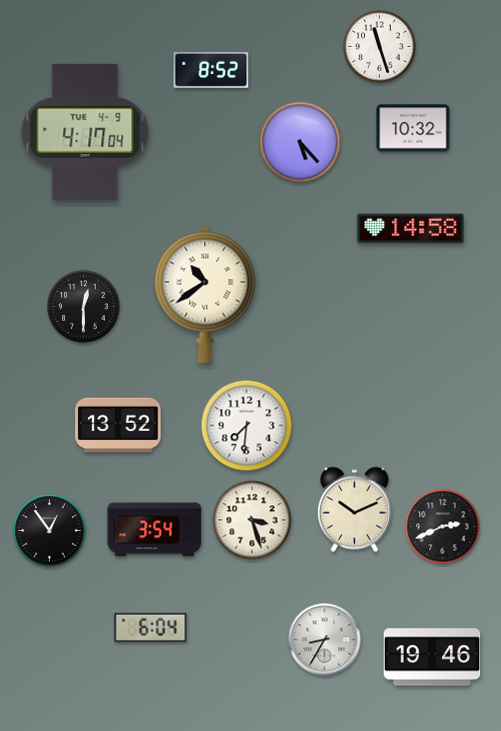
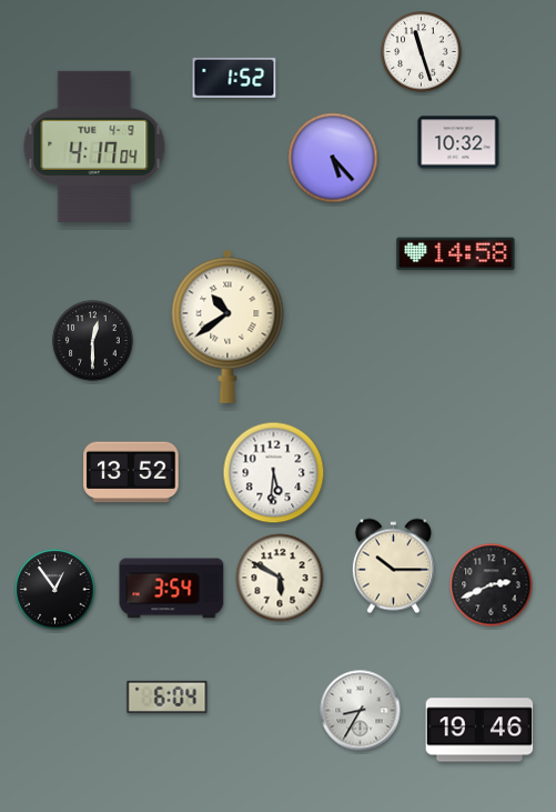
clock at (211, 70): 8:52 -> 1:52
clock at (247, 426): 7:31 -> 5:31
clock at (354, 510): 10:11 -> 10:15
clock at (252, 520): 3:27 -> 5:50
